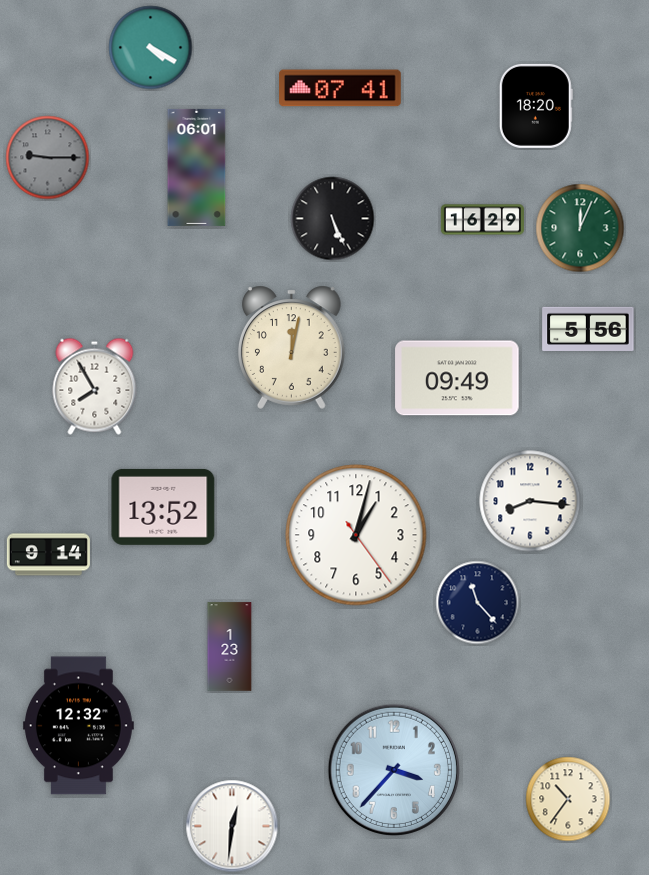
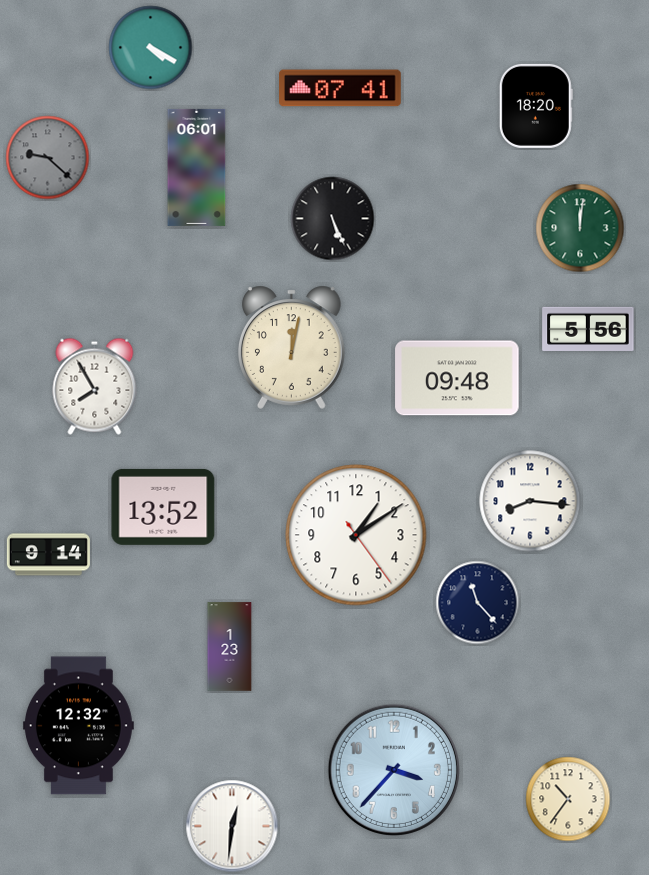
clock at (48, 158): 9:15 -> 9:22
clock at (482, 220): 16:29 -> none
clock at (580, 228): 12:04 -> 12:01
clock at (457, 378): 09:49 -> 09:48
clock at (356, 535): 1:02 -> 1:09
